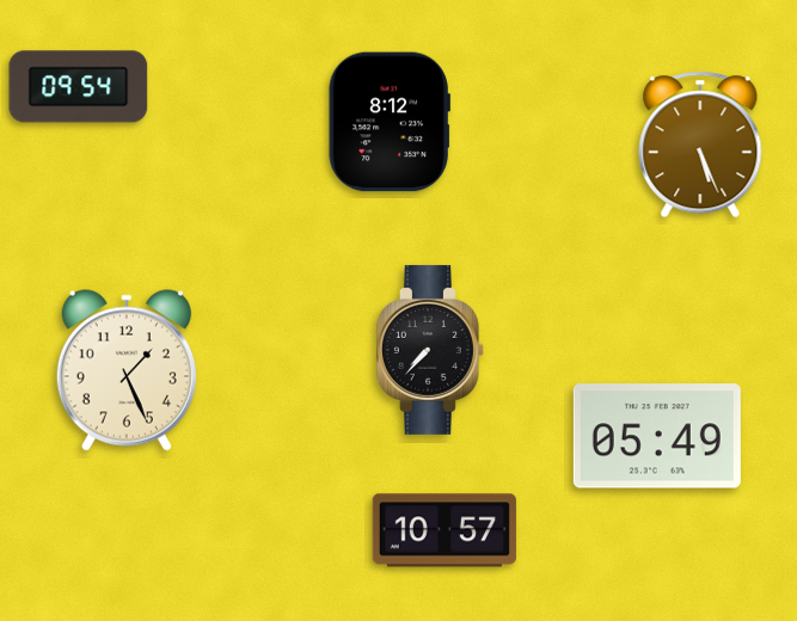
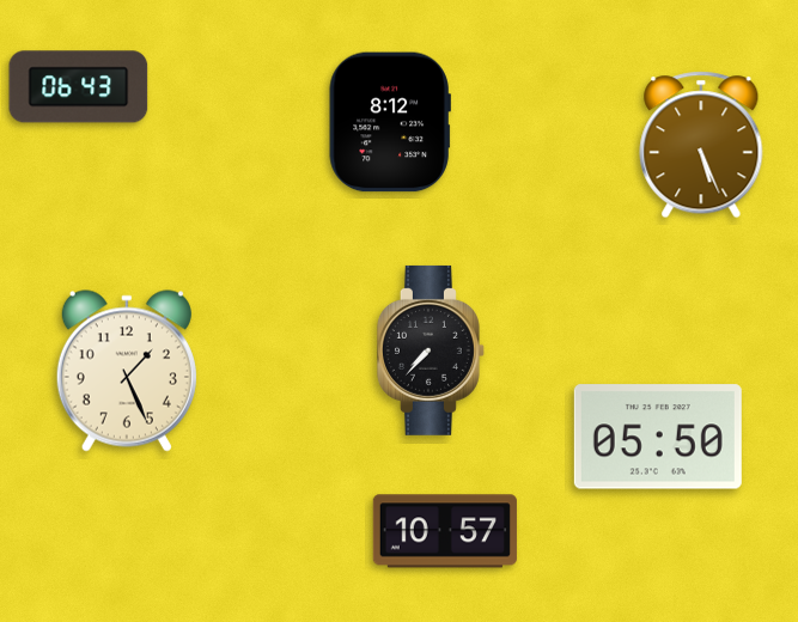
clock at (79, 87): 09:54 -> 06:43
clock at (657, 436): 05:49 -> 05:50
